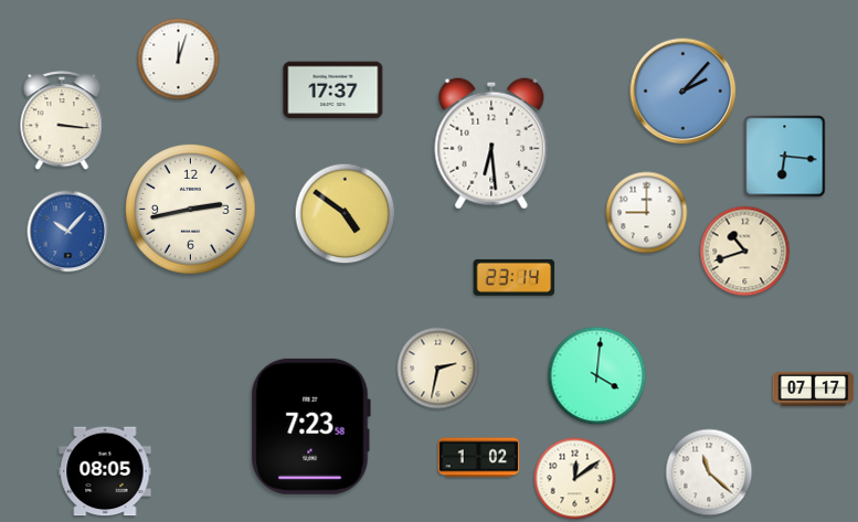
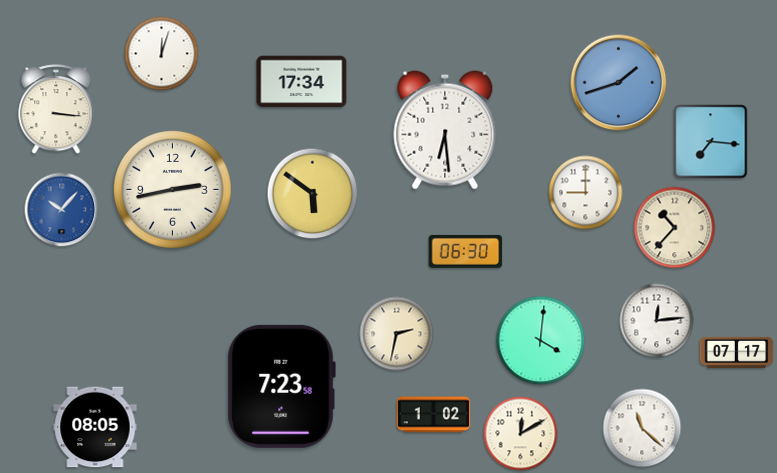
clock at (333, 90): 17:37 -> 17:34
clock at (684, 92): 2:07 -> 1:42
clock at (785, 157): 6:16 -> 7:16
clock at (346, 214): 4:51 -> 5:51
clock at (745, 252): 10:42 -> 10:37
clock at (515, 277): 23:14 -> 06:30
clock at (657, 321): none -> 12:14
clock at (575, 479): 12:09 -> 12:10
